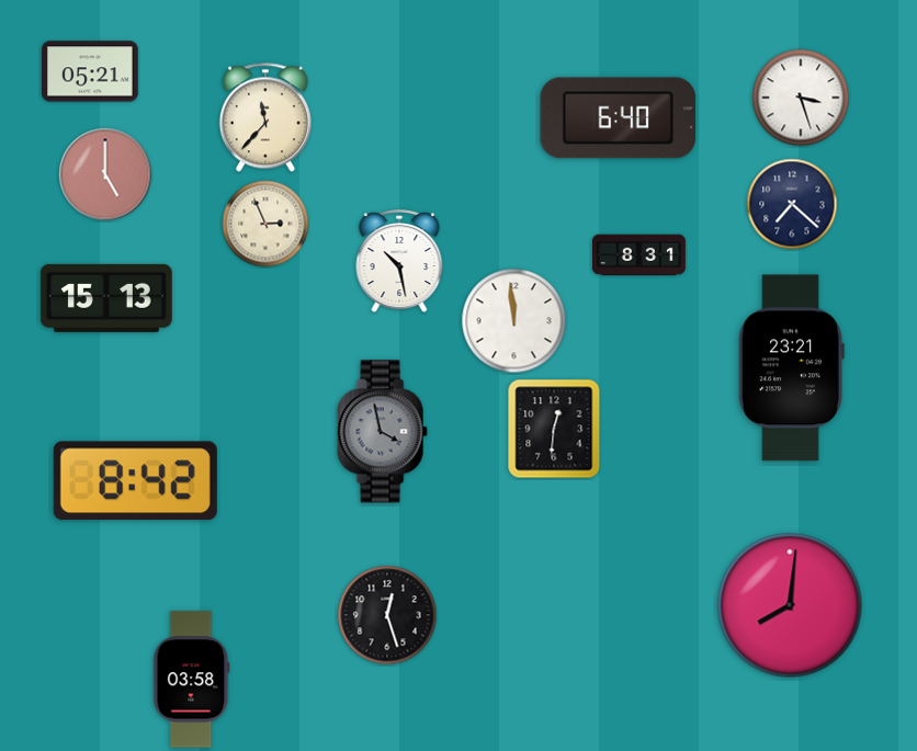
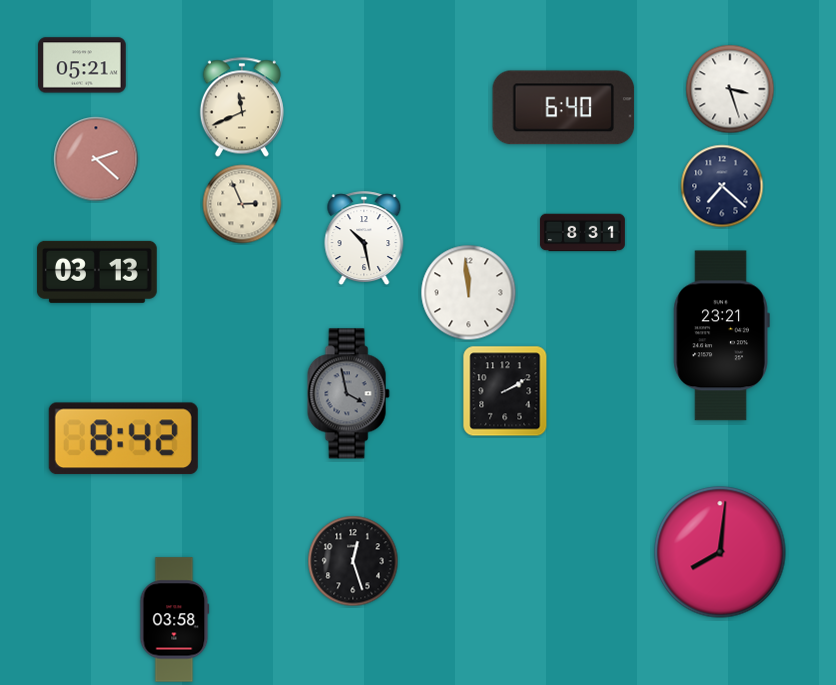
clock at (265, 117): 11:37 -> 11:41
clock at (105, 174): 5:00 -> 2:22
clock at (106, 298): 15:13 -> 03:13
clock at (554, 429): 12:31 -> 2:10
